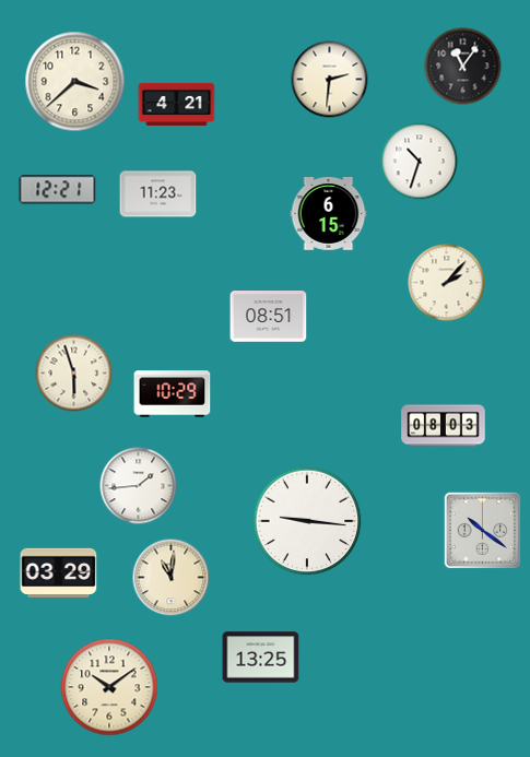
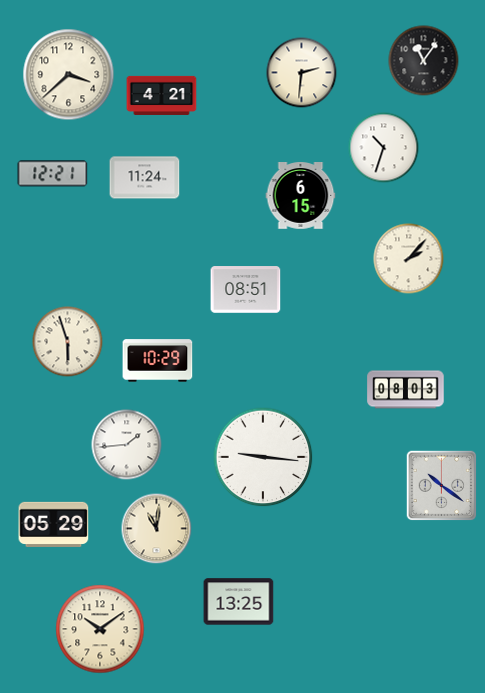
clock at (158, 194): 11:23 -> 11:24
clock at (307, 521) position: (307, 521) -> (263, 457)
clock at (59, 572): 03:29 -> 05:29
